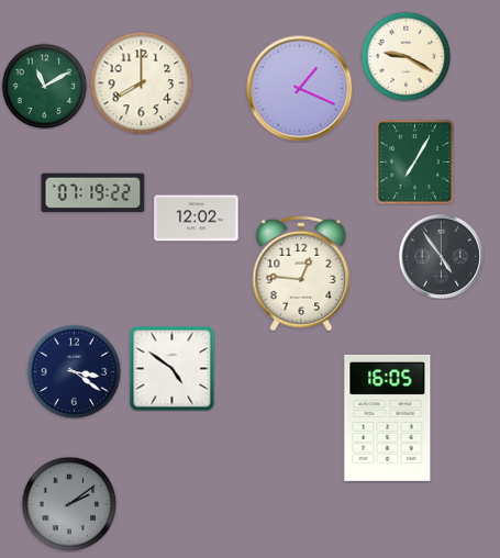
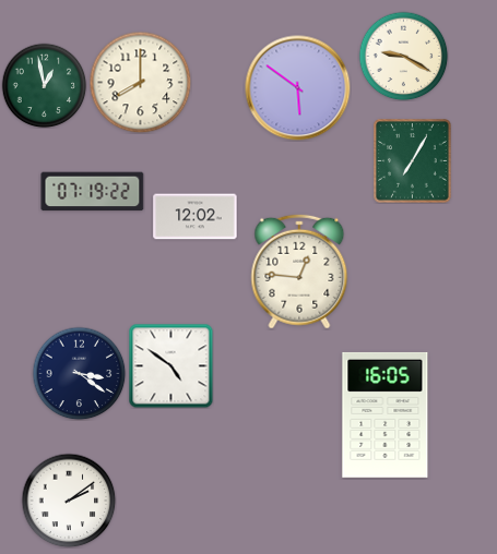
clock at (44, 86): 11:10 -> 12:58
clock at (300, 89): 1:19 -> 5:51
clock at (441, 256): 4:54 -> none
clock at (74, 371) position: (74, 371) -> (79, 373)
clock at (69, 504) dial: grey -> white
